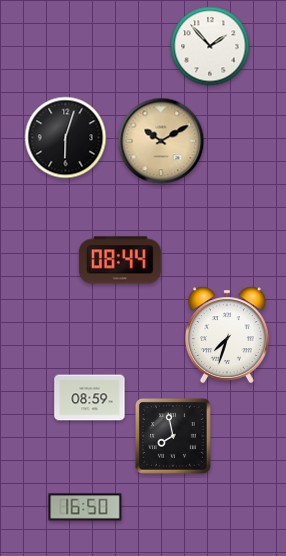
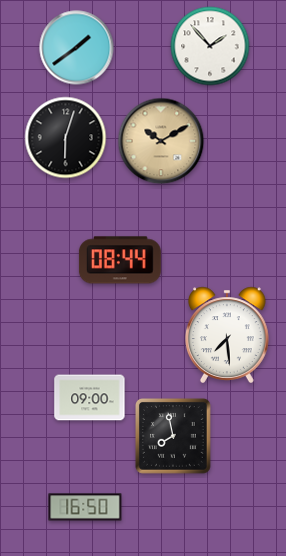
clock at (77, 48): none -> 1:39
clock at (228, 335): 7:33 -> 7:29
clock at (90, 398): 08:59 -> 09:00
